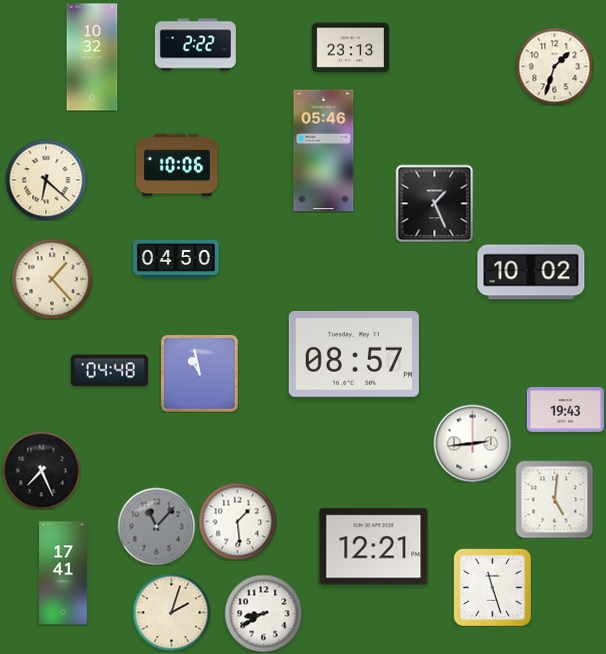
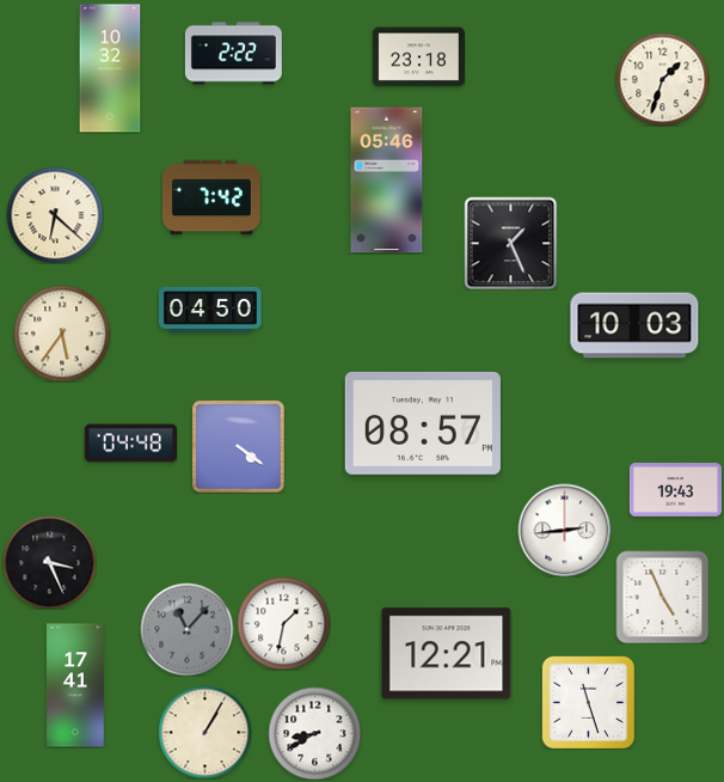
clock at (350, 48): 23:13 -> 23:18
clock at (177, 165): 10:06 -> 7:42
clock at (434, 203) position: (434, 203) -> (510, 243)
clock at (531, 272): 10:02 -> 10:03
clock at (52, 279): 1:23 -> 5:36
clock at (200, 374): 10:58 -> 4:21
clock at (41, 470): 7:26 -> 3:26
clock at (554, 499): 5:01 -> 4:56
clock at (237, 521): 1:29 -> 1:32
clock at (171, 612): 2:03 -> 1:05
